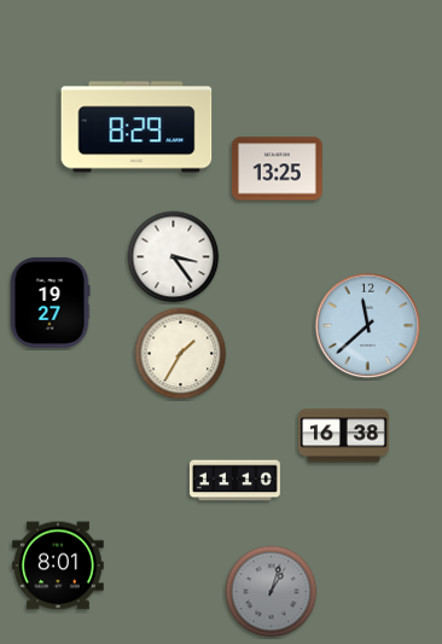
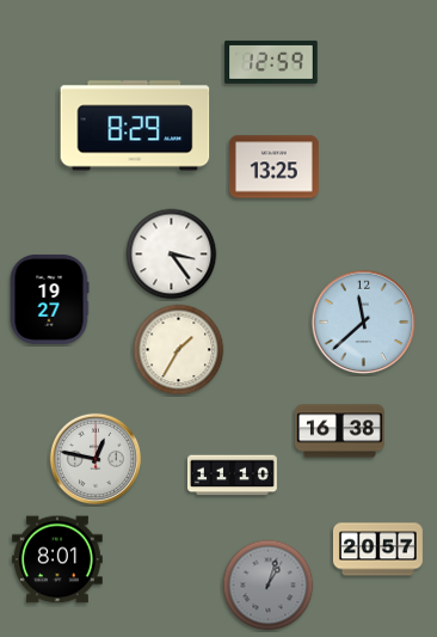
clock at (271, 62): none -> 12:59
clock at (96, 459): none -> 12:47
clock at (377, 550): none -> 20:57
